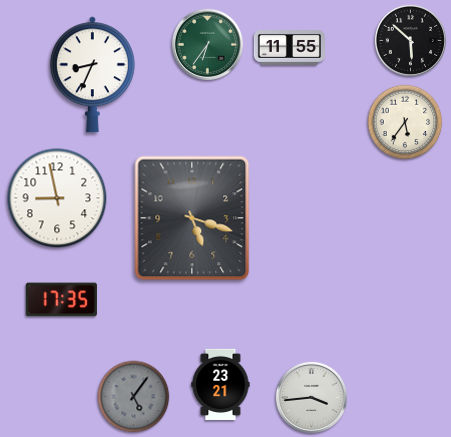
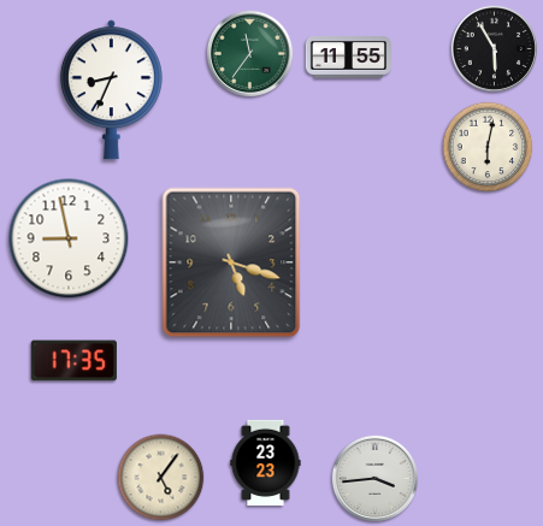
clock at (410, 40): 5:52 -> 5:55
clock at (207, 44): 6:36 -> 11:36
clock at (405, 122): 5:36 -> 6:02
clock at (221, 384): 23:21 -> 23:23
clock at (134, 397) dial: grey -> cream
